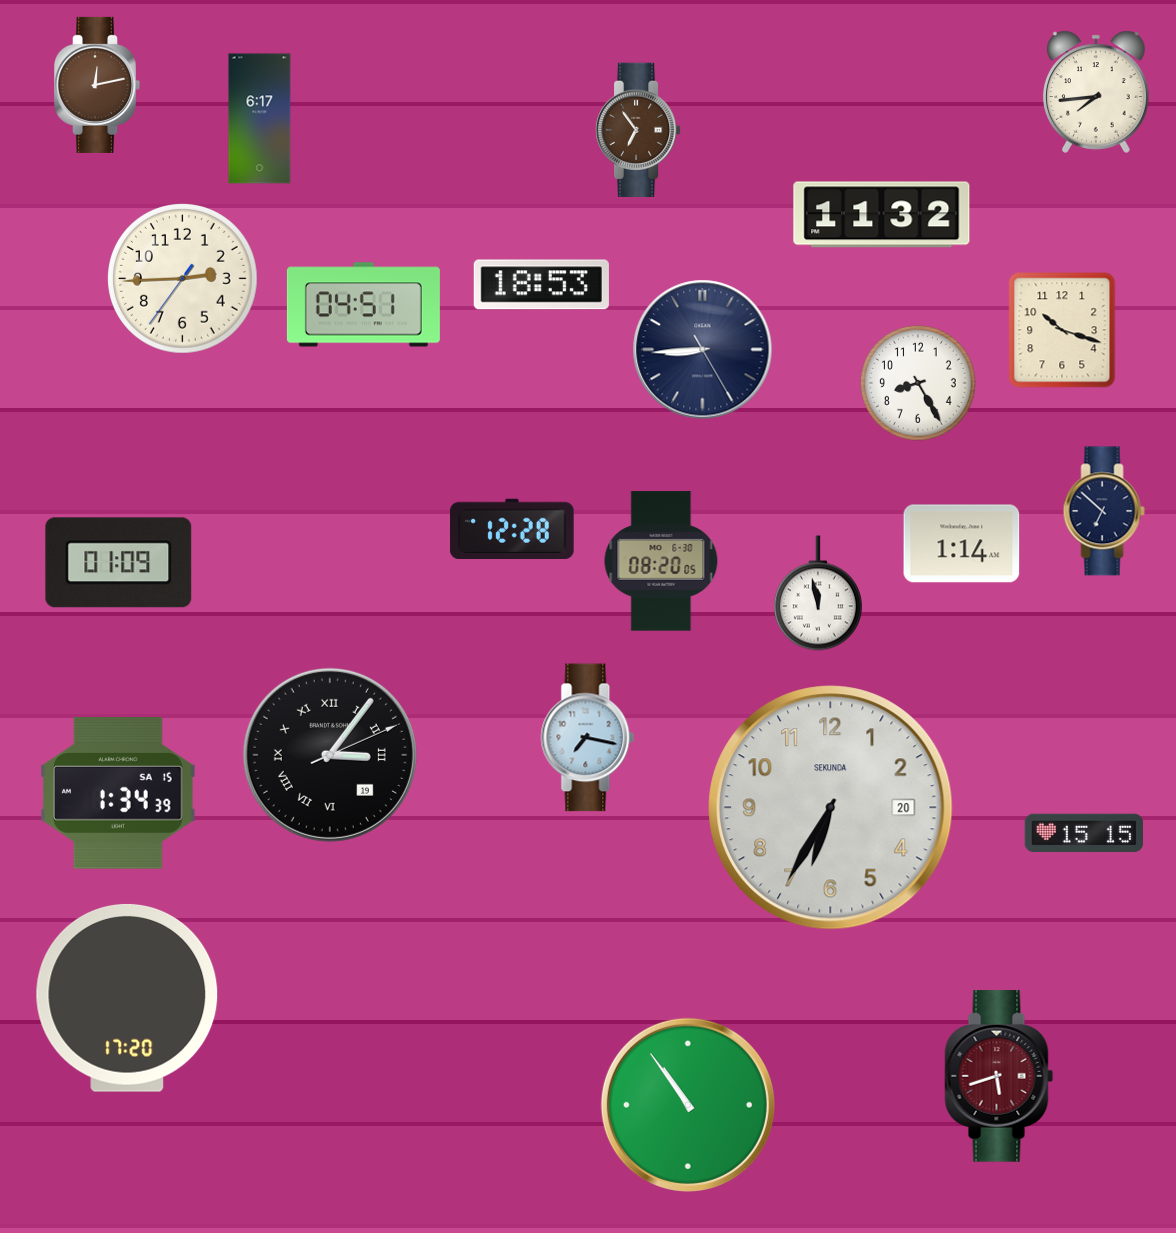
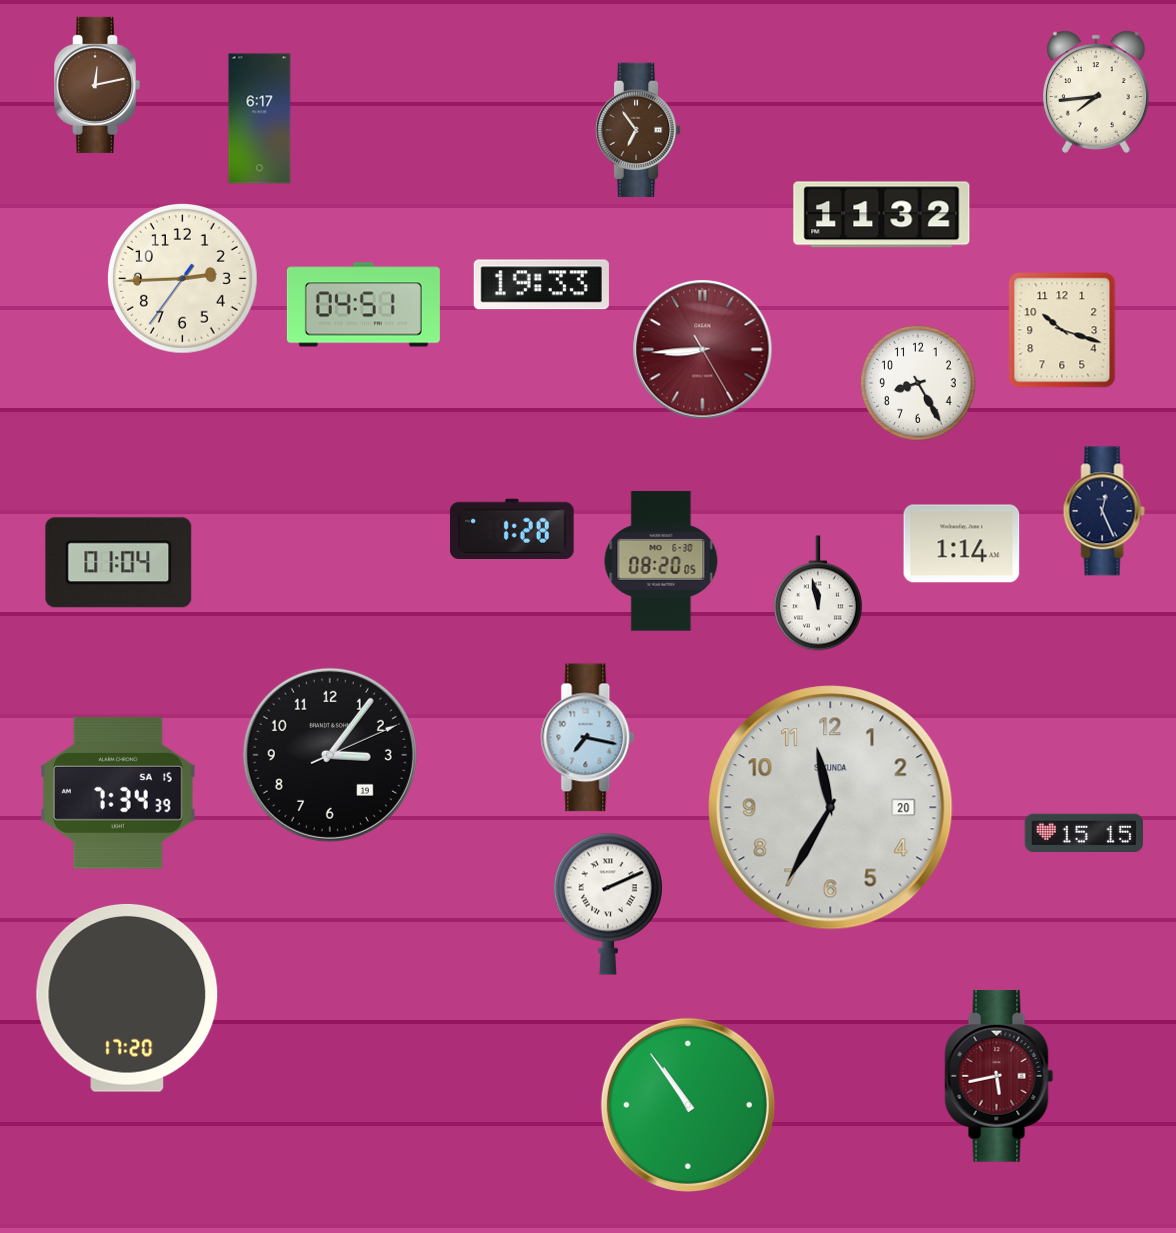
clock at (541, 285): 18:53 -> 19:33
clock at (703, 350) dial: navy -> burgundy
clock at (1104, 511): 6:52 -> 12:26
clock at (512, 528): 12:28 -> 1:28
clock at (119, 563): 01:09 -> 01:04
clock at (330, 755) numerals: Roman -> Arabic
clock at (119, 794): 1:34 -> 7:34
clock at (831, 808): 6:35 -> 11:35
clock at (608, 904): none -> 2:11
clock at (999, 1076): 5:42 -> 5:43
